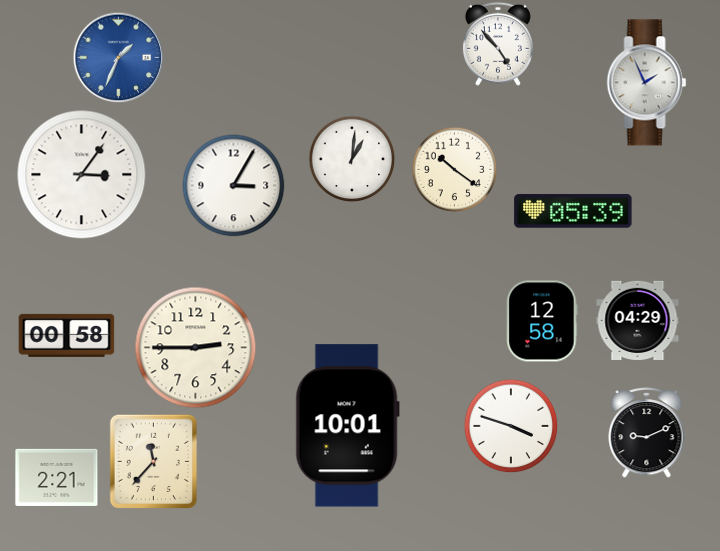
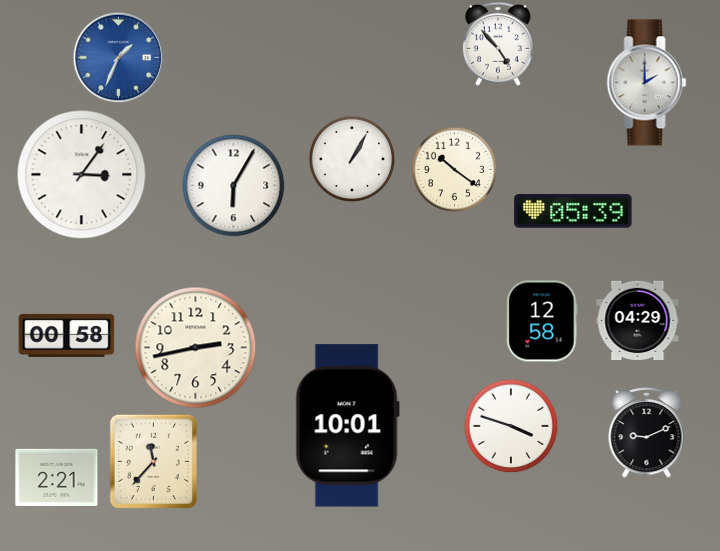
clock at (647, 83): 1:56 -> 2:00
clock at (352, 159): 1:01 -> 1:05
clock at (234, 186): 3:05 -> 6:05
clock at (196, 348): 2:45 -> 2:43
